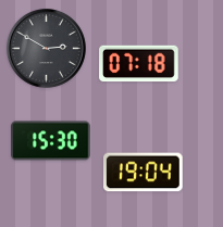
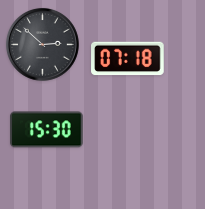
clock at (46, 48): 2:50 -> 2:52
clock at (144, 173): 19:04 -> none
